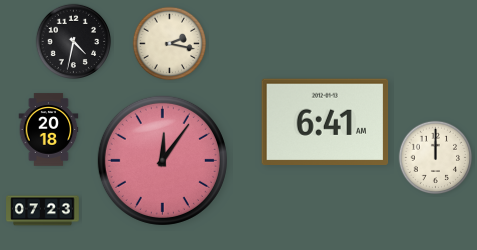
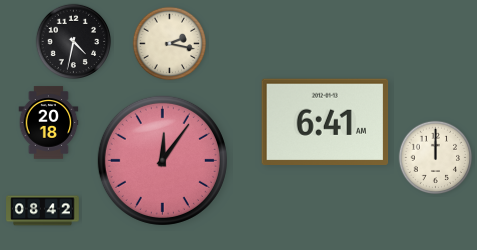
clock at (49, 130) position: (49, 130) -> (49, 123)
clock at (43, 211): 07:23 -> 08:42
